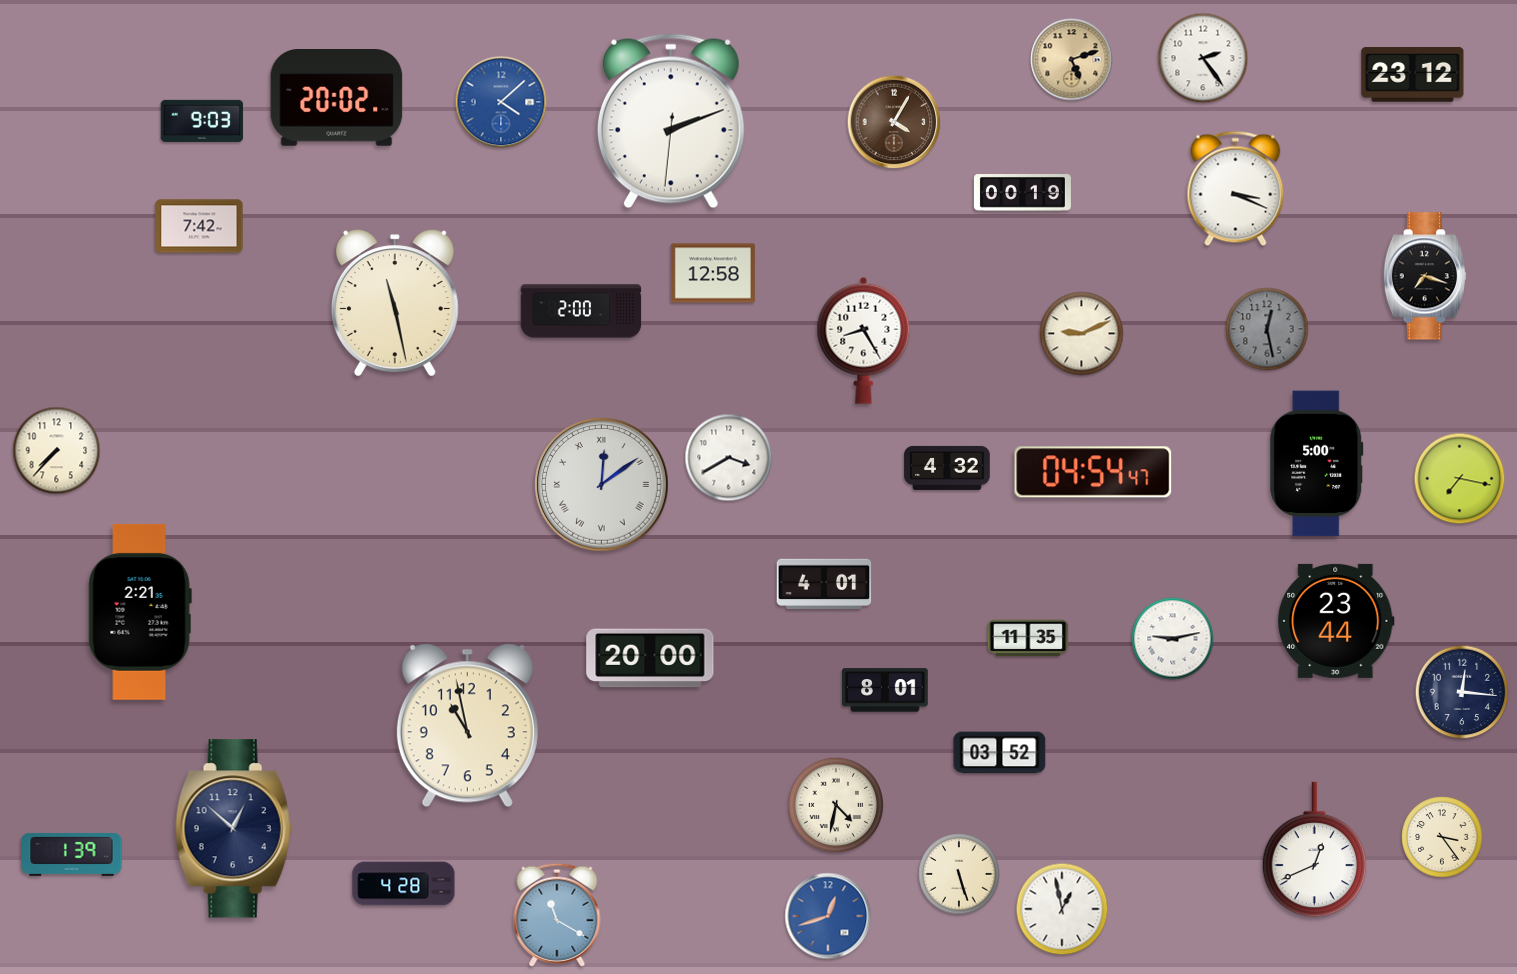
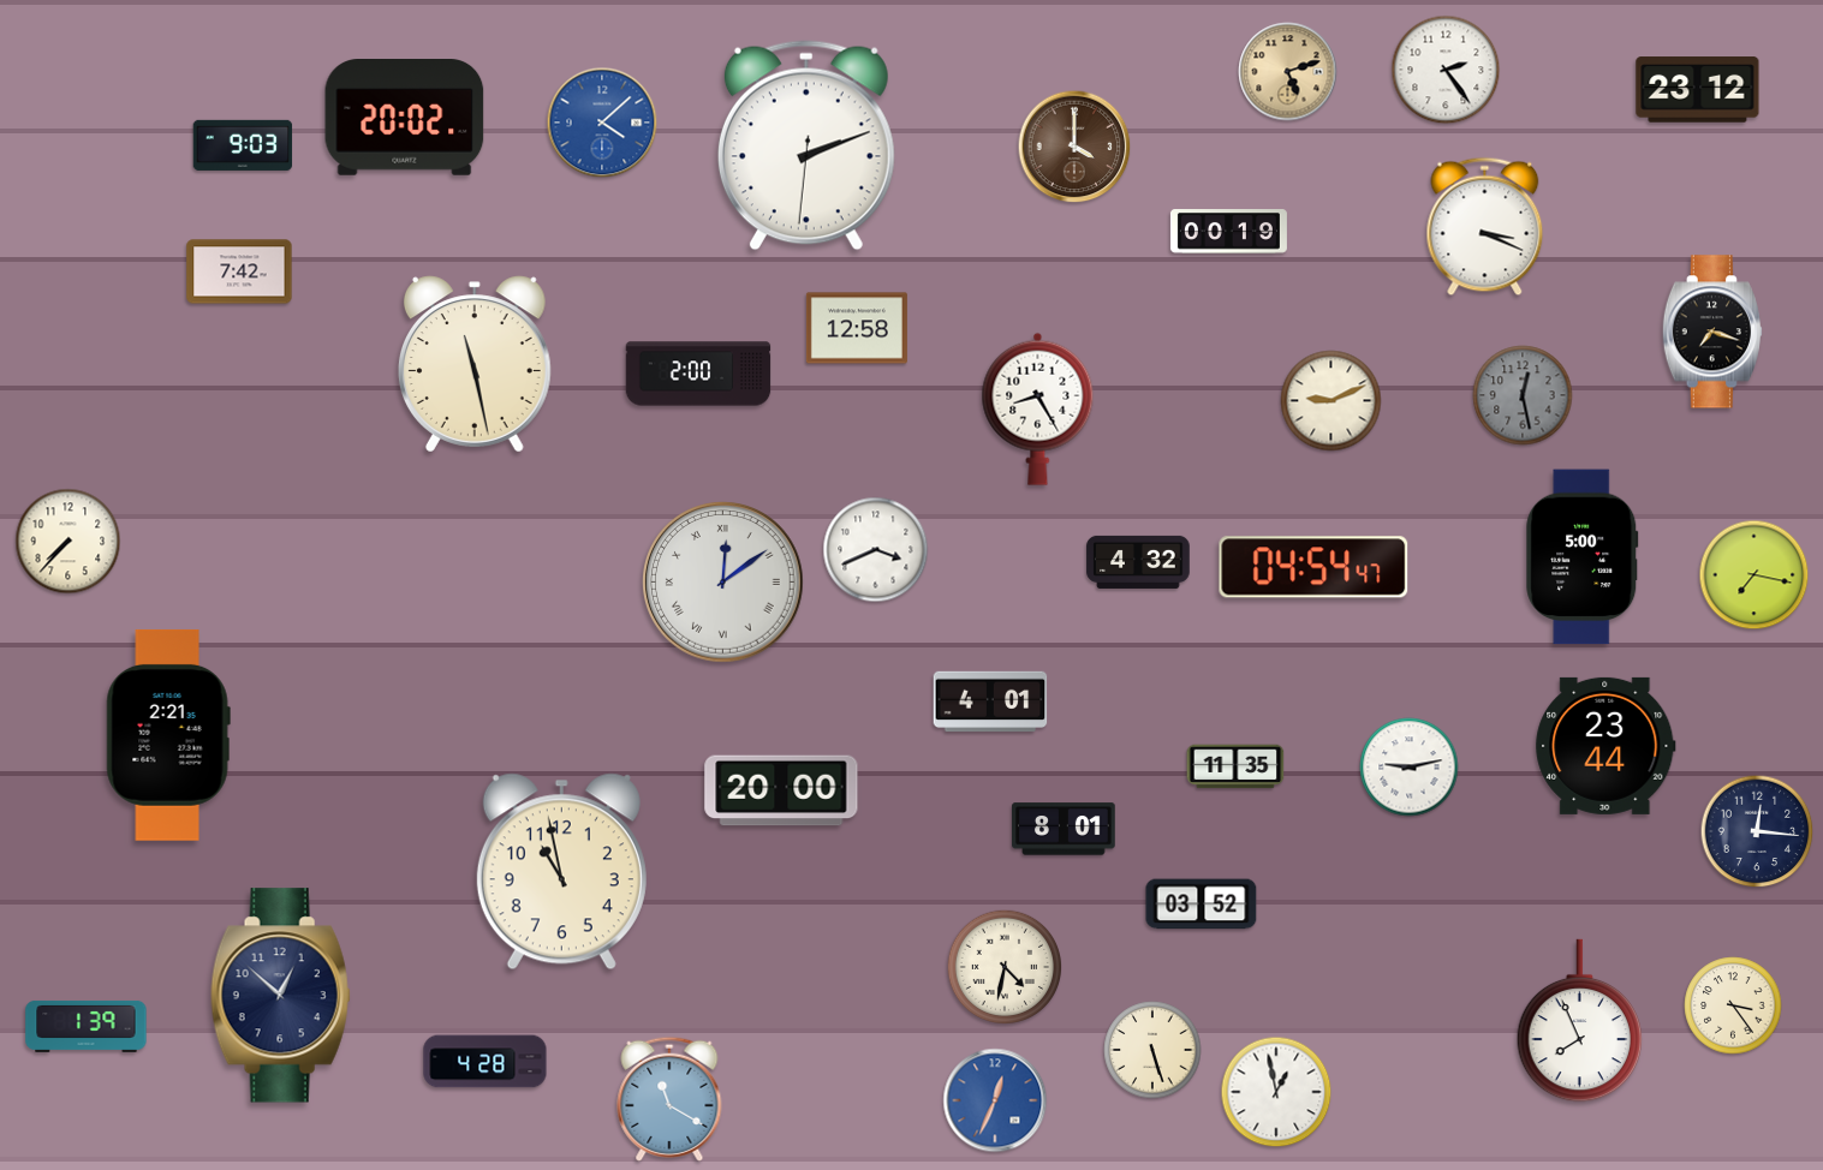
clock at (894, 122): 4:05 -> 4:00
clock at (1082, 334) position: (1082, 334) -> (1331, 401)
clock at (729, 458): 3:40 -> 3:41
clock at (1315, 850): 12:41 -> 7:56
clock at (828, 916): 12:42 -> 12:34
